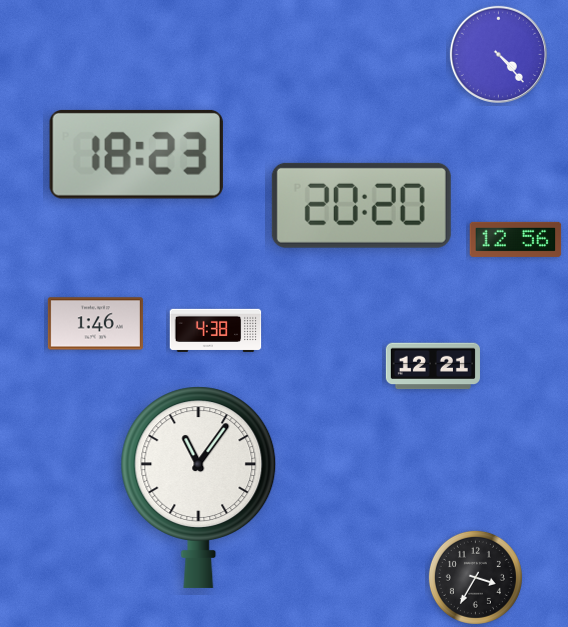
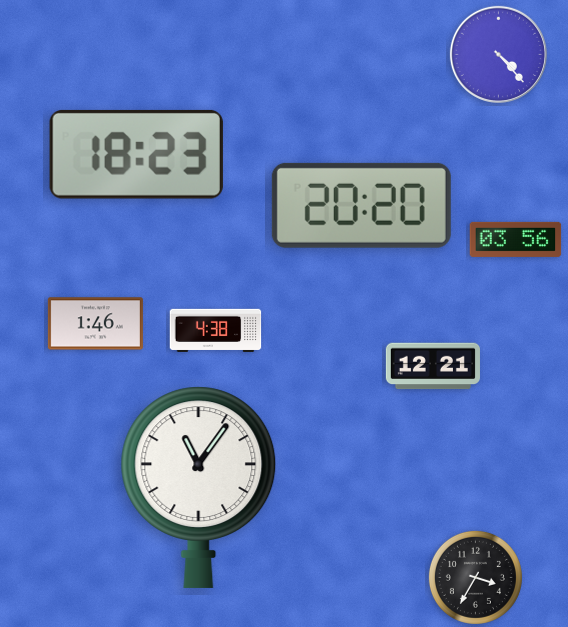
clock at (516, 239): 12:56 -> 03:56
